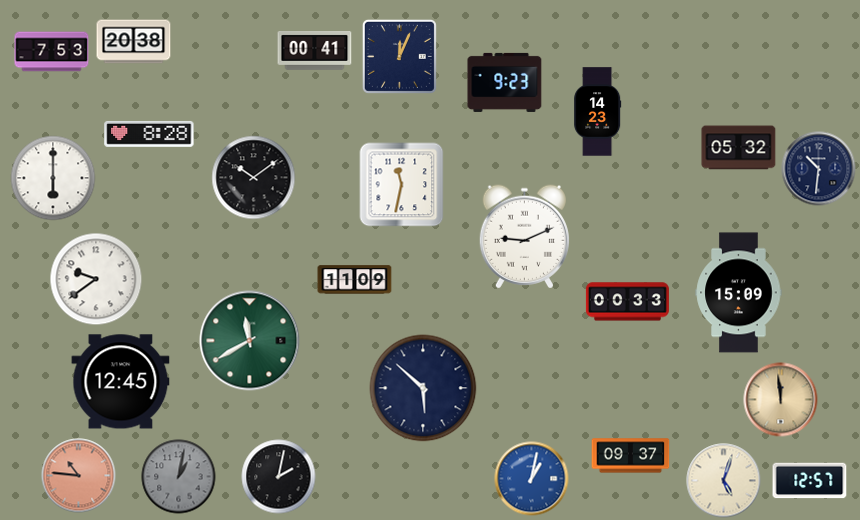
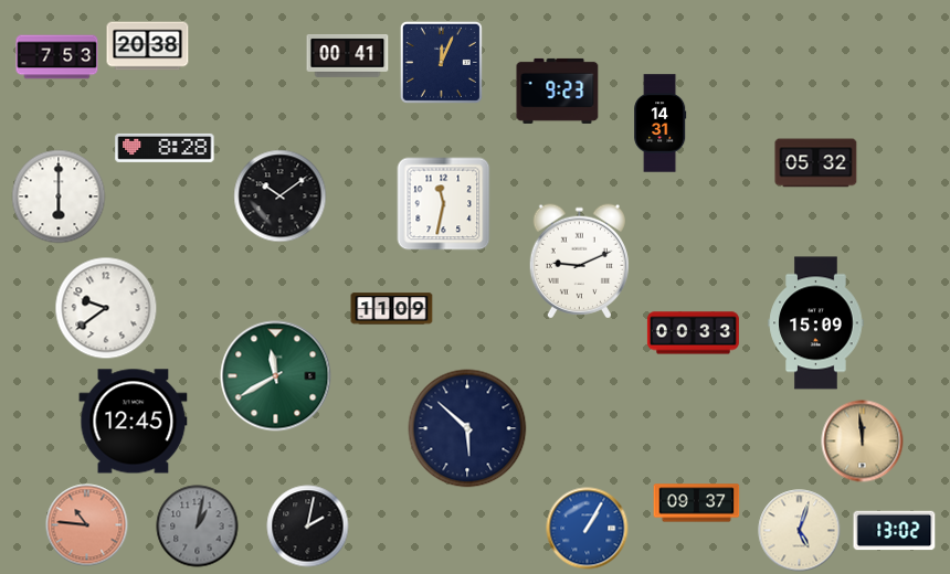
clock at (598, 112): 14:23 -> 14:31
clock at (819, 169): 10:31 -> none
clock at (532, 479): 1:02 -> 1:05
clock at (810, 481): 12:57 -> 13:02
